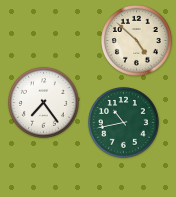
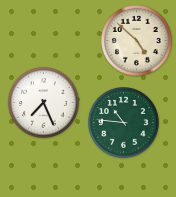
clock at (44, 103): 7:24 -> 7:26
clock at (124, 123): 10:43 -> 10:46
